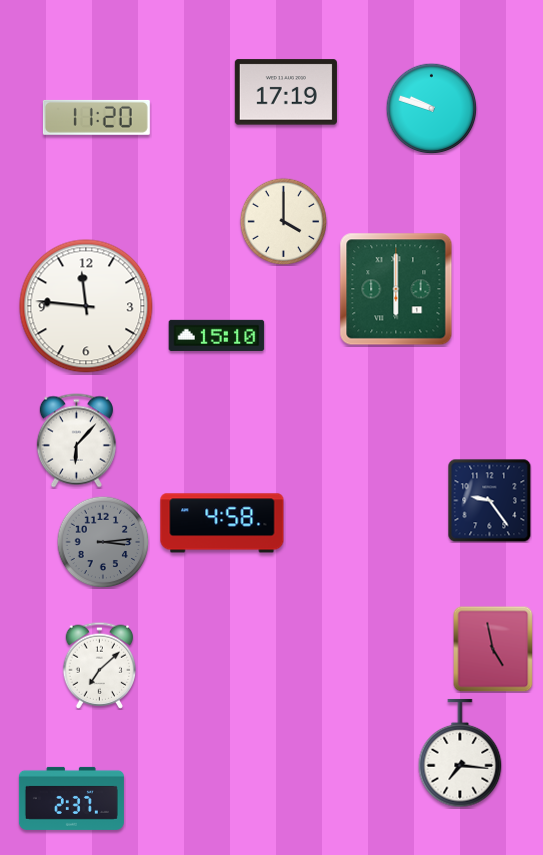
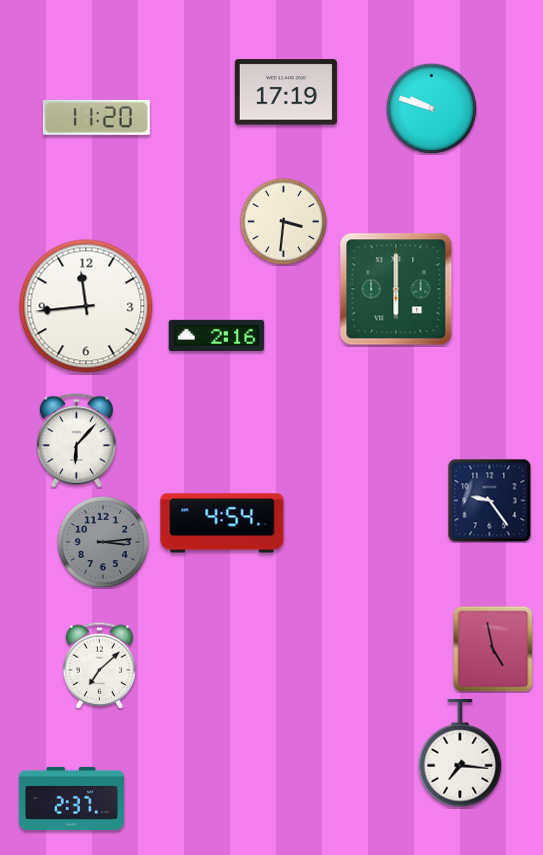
clock at (283, 221): 4:00 -> 3:31
clock at (86, 306): 11:46 -> 11:44
clock at (217, 335): 15:10 -> 2:16
clock at (222, 523): 4:58 -> 4:54
